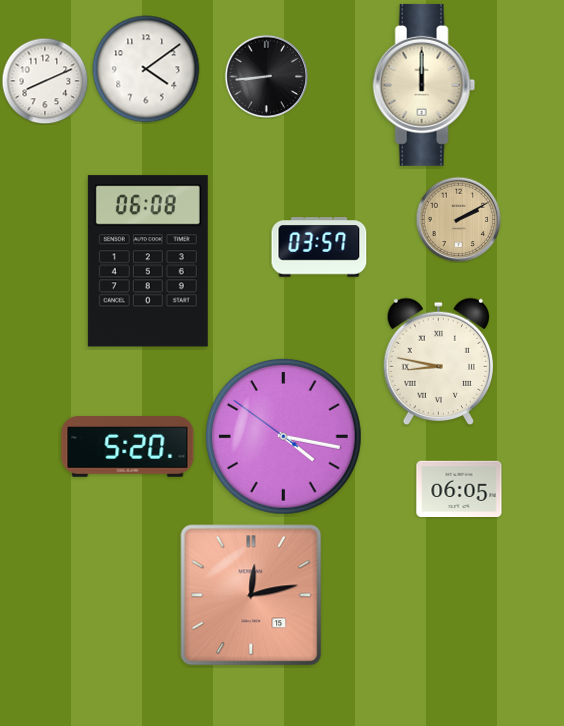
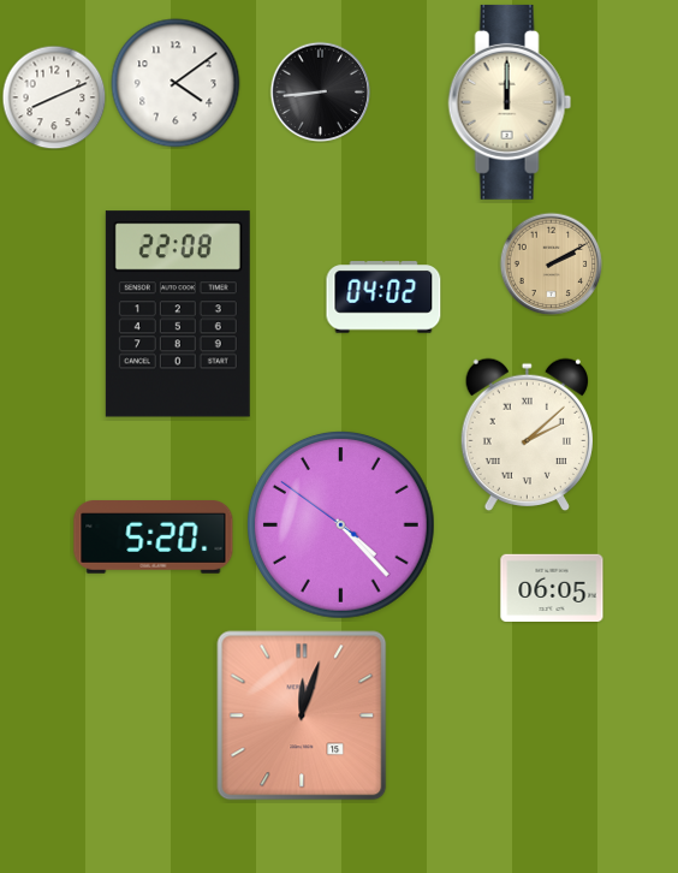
clock at (319, 247): 03:57 -> 04:02
clock at (148, 261): 06:08 -> 22:08
clock at (438, 362): 8:47 -> 2:08
clock at (283, 436): 4:16 -> 4:22
clock at (251, 595): 12:13 -> 12:03
